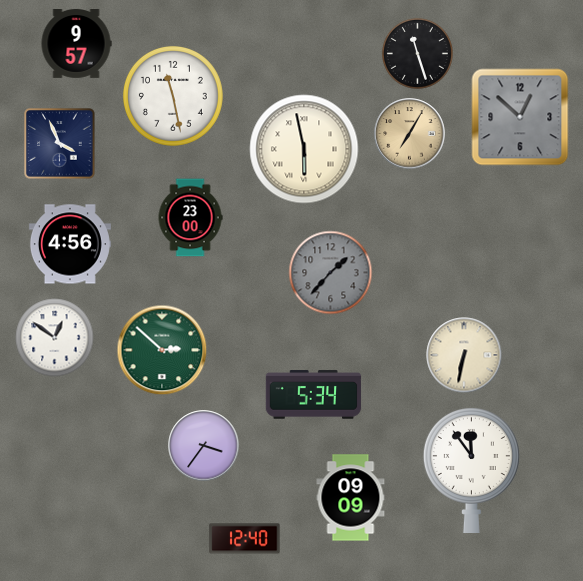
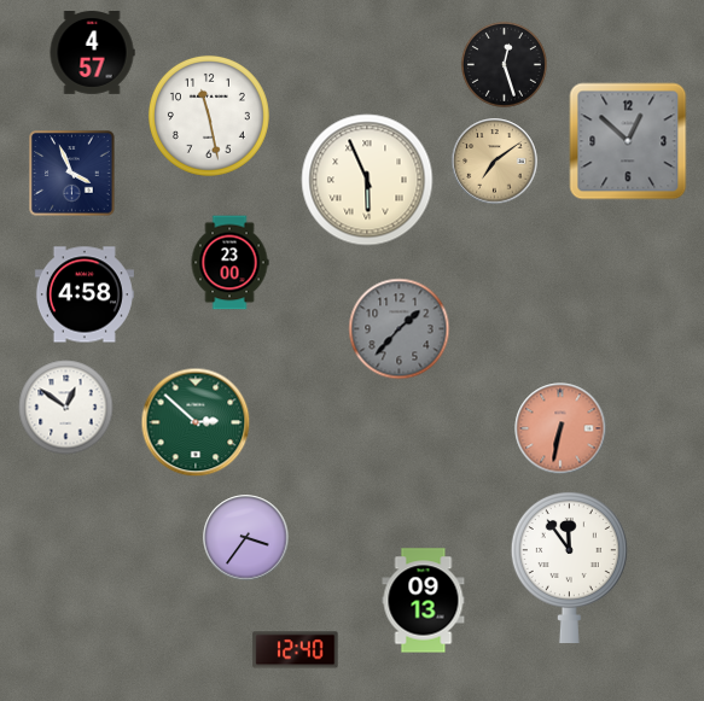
clock at (76, 44): 9:57 -> 4:57
clock at (417, 53): 11:27 -> 12:27
clock at (410, 134): 7:05 -> 7:09
clock at (304, 149): 5:58 -> 5:56
clock at (70, 244): 4:56 -> 4:58
clock at (464, 355) dial: cream -> salmon
clock at (314, 395): 5:34 -> none
clock at (351, 498): 09:09 -> 09:13
